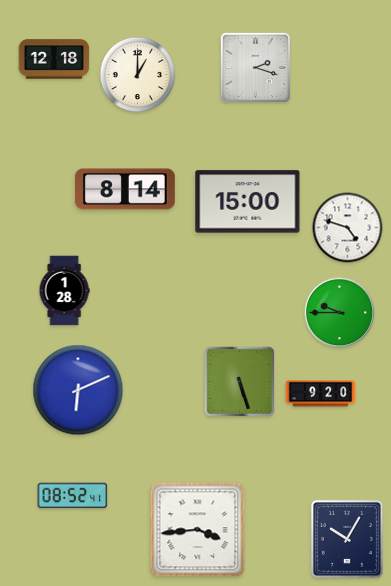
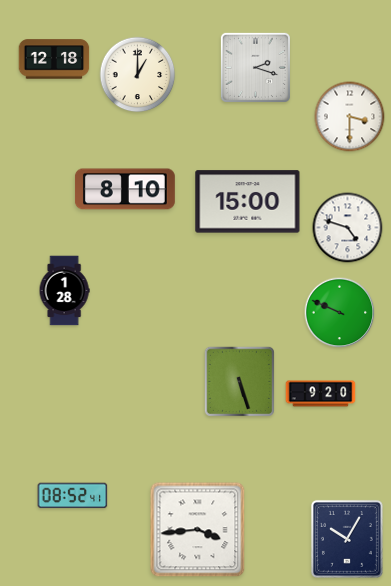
clock at (350, 117): none -> 3:30
clock at (125, 189): 8:14 -> 8:10
clock at (340, 313): 9:45 -> 9:49
clock at (78, 390): 6:11 -> none
